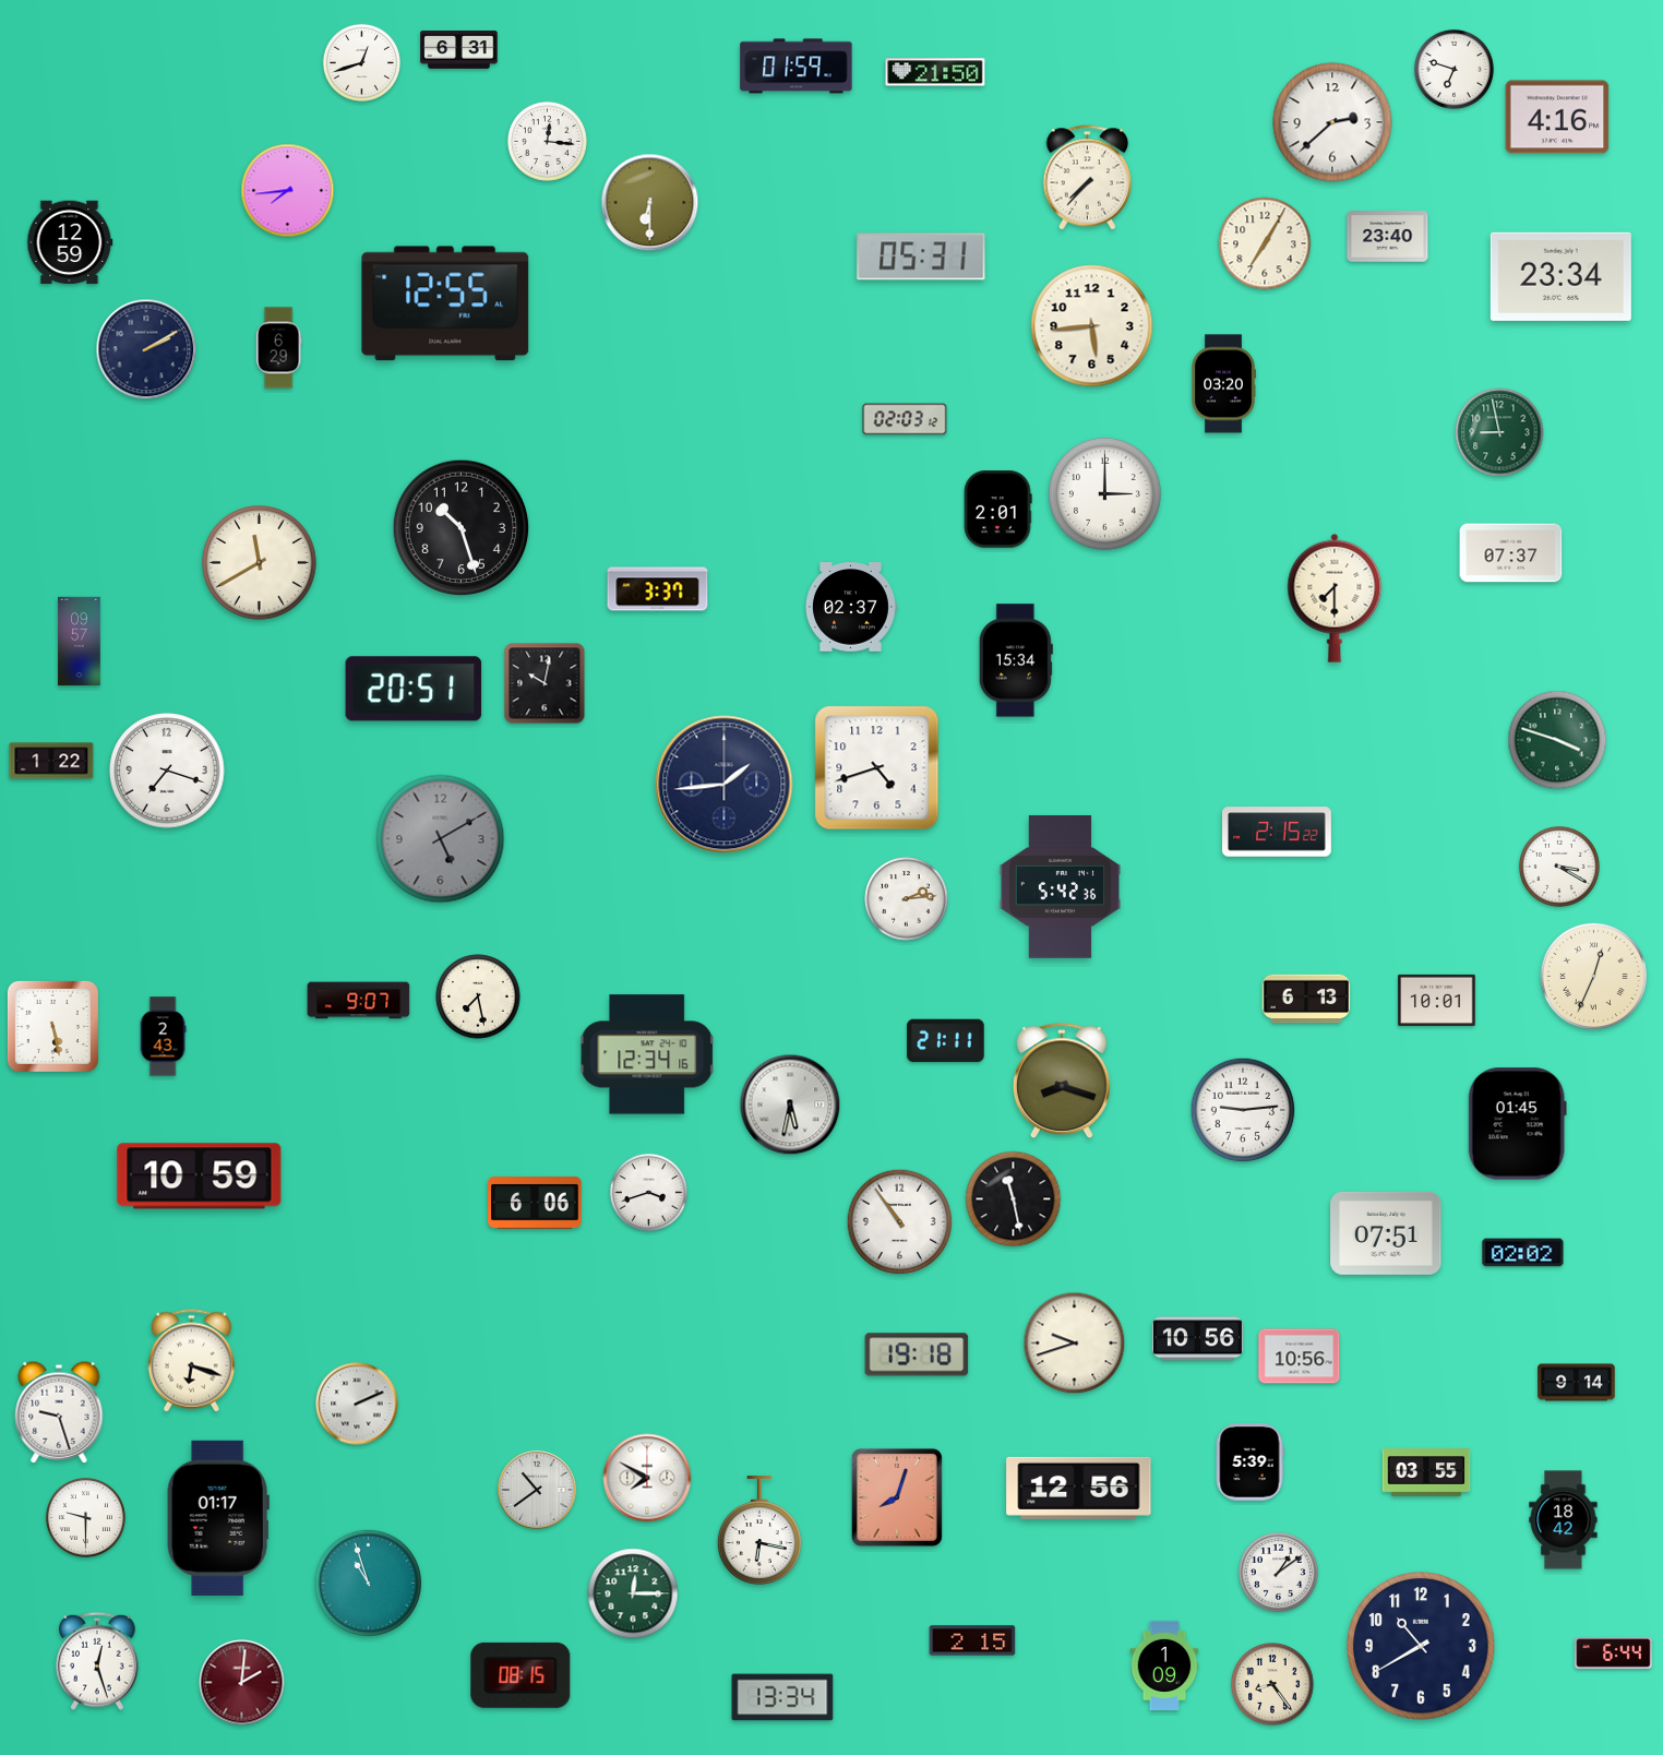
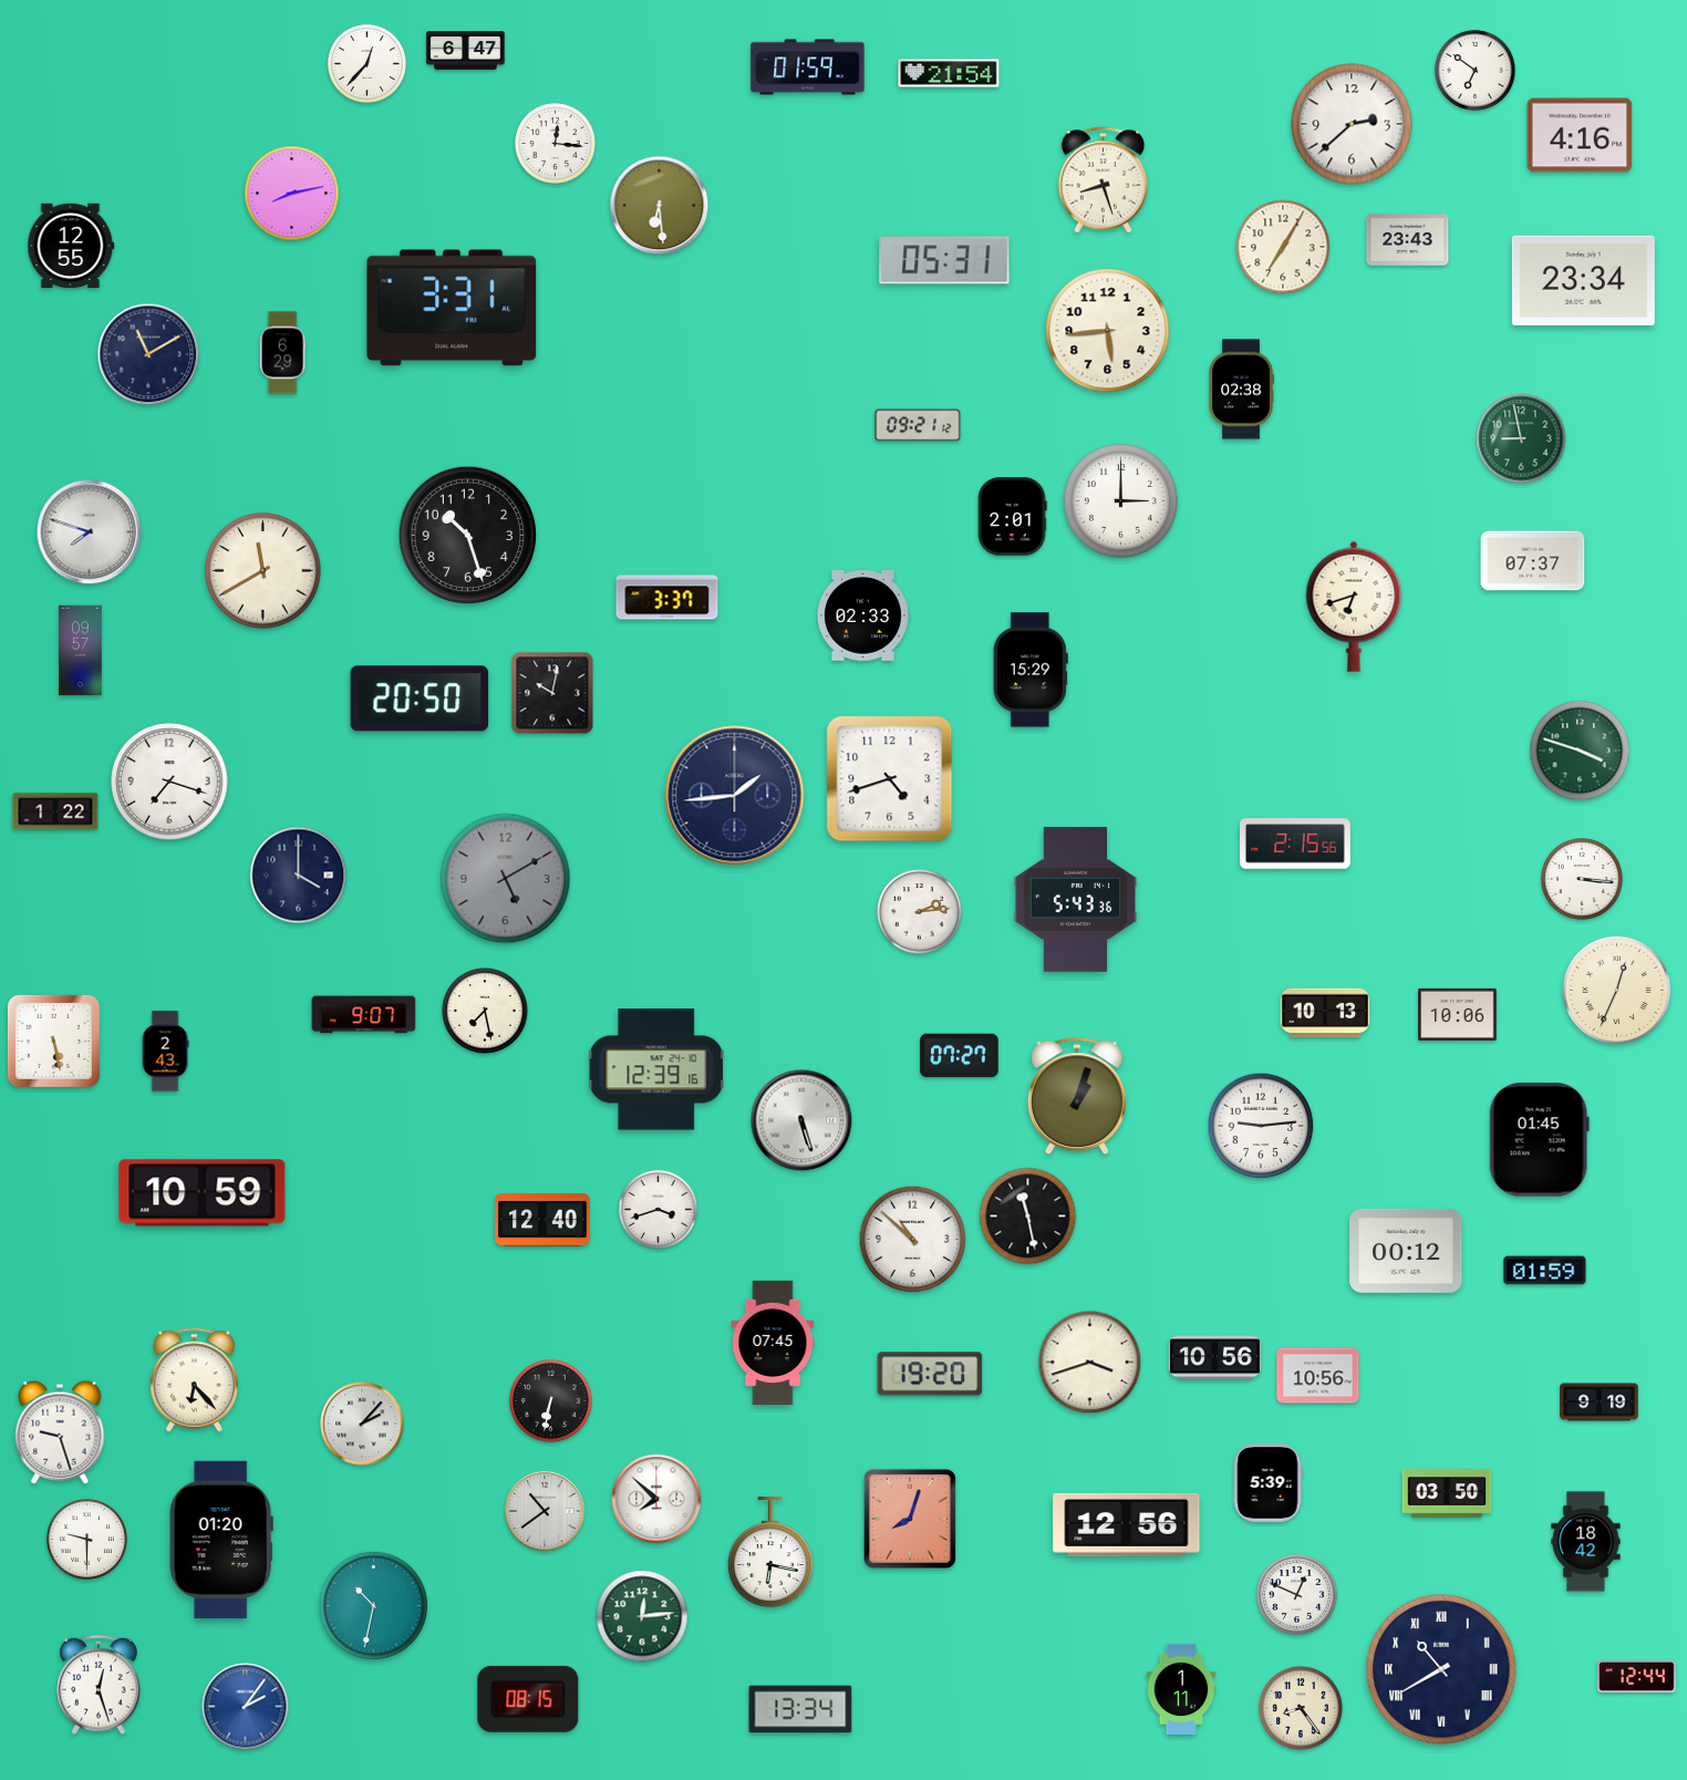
clock at (459, 50): 6:31 -> 6:47
clock at (361, 62): 12:42 -> 12:37
clock at (1453, 69): 6:48 -> 6:51
clock at (935, 72): 21:50 -> 21:54
clock at (1557, 117) position: (1557, 117) -> (1580, 135)
clock at (1088, 178): 7:37 -> 8:27
clock at (288, 191): 7:44 -> 8:13
clock at (650, 203): 6:30 -> 6:29
clock at (1388, 237): 23:40 -> 23:43
clock at (70, 242): 12:59 -> 12:55
clock at (921, 256) position: (921, 256) -> (944, 260)
clock at (445, 303): 12:55 -> 3:31
clock at (146, 349): 2:10 -> 11:10
clock at (1223, 384): 03:20 -> 02:38
clock at (905, 419): 02:03 -> 09:21
clock at (90, 532): none -> 7:48
clock at (1335, 598): 7:30 -> 6:42
clock at (850, 607): 02:37 -> 02:33
clock at (1016, 660): 15:34 -> 15:29
clock at (414, 689): 20:51 -> 20:50
clock at (51, 761) position: (51, 761) -> (55, 811)
clock at (1278, 832): 2:15:22 -> 2:15:56
clock at (441, 839) position: (441, 839) -> (506, 879)
clock at (299, 876): none -> 4:00
clock at (1560, 868): 3:20 -> 3:16
clock at (1061, 887): 5:42 -> 5:43
clock at (1306, 999): 6:13 -> 10:13
clock at (1437, 1000): 10:01 -> 10:06
clock at (946, 1041): 21:11 -> 07:27
clock at (648, 1054): 12:34 -> 12:39
clock at (1062, 1082): 8:18 -> 1:03
clock at (790, 1105): 5:32 -> 5:27
clock at (535, 1204): 6:06 -> 12:40
clock at (900, 1222): 10:54 -> 10:52
clock at (1386, 1233): 07:51 -> 00:12
clock at (1523, 1253): 02:02 -> 01:59
clock at (773, 1342): none -> 07:45
clock at (1075, 1344): 9:42 -> 3:42
clock at (917, 1354): 19:18 -> 19:20
clock at (191, 1361): 6:18 -> 6:23
clock at (551, 1401): none -> 6:32
clock at (1577, 1383): 9:14 -> 9:19
clock at (357, 1404): 2:11 -> 2:07
clock at (1426, 1472): 03:55 -> 03:50
clock at (647, 1478): 7:50 -> 7:52
clock at (1079, 1488) position: (1079, 1488) -> (1127, 1524)
clock at (218, 1518): 01:17 -> 01:20
clock at (1278, 1572): 1:09 -> 12:49
clock at (368, 1583): 10:57 -> 10:32
clock at (633, 1593): 12:15 -> 12:14
clock at (972, 1640): 2:15 -> none
clock at (1421, 1646) numerals: Arabic -> Roman
clock at (1614, 1652): 6:44 -> 12:44
clock at (1164, 1664): 1:09 -> 1:11
clock at (242, 1683): 2:01 -> 2:06
clock at (242, 1683) dial: burgundy -> blue
clock at (1272, 1684) position: (1272, 1684) -> (1301, 1708)
clock at (782, 1697) position: (782, 1697) -> (800, 1709)
